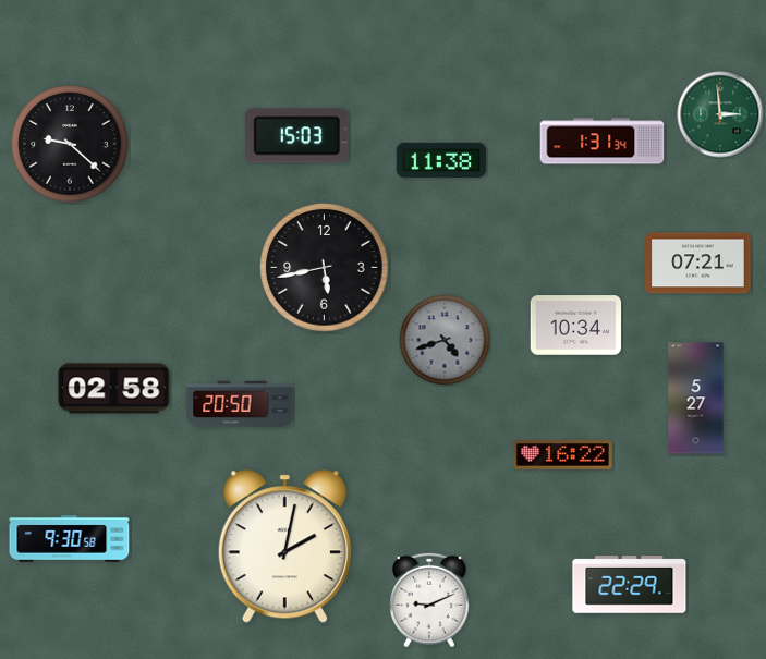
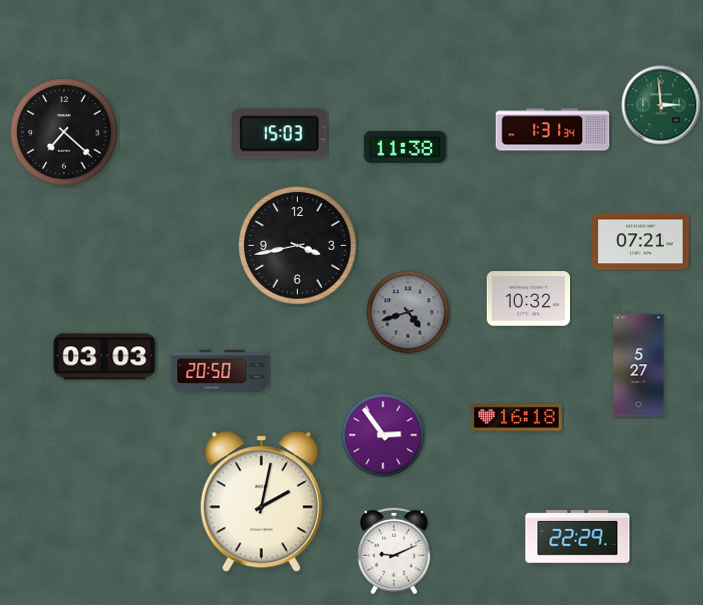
clock at (297, 136) position: (297, 136) -> (280, 134)
clock at (70, 144): 9:22 -> 7:22
clock at (325, 268): 5:43 -> 3:43
clock at (576, 326): 10:34 -> 10:32
clock at (114, 389): 02:58 -> 03:03
clock at (562, 455): 16:22 -> 16:18
clock at (383, 435): none -> 2:54
clock at (70, 539): 9:30 -> none
